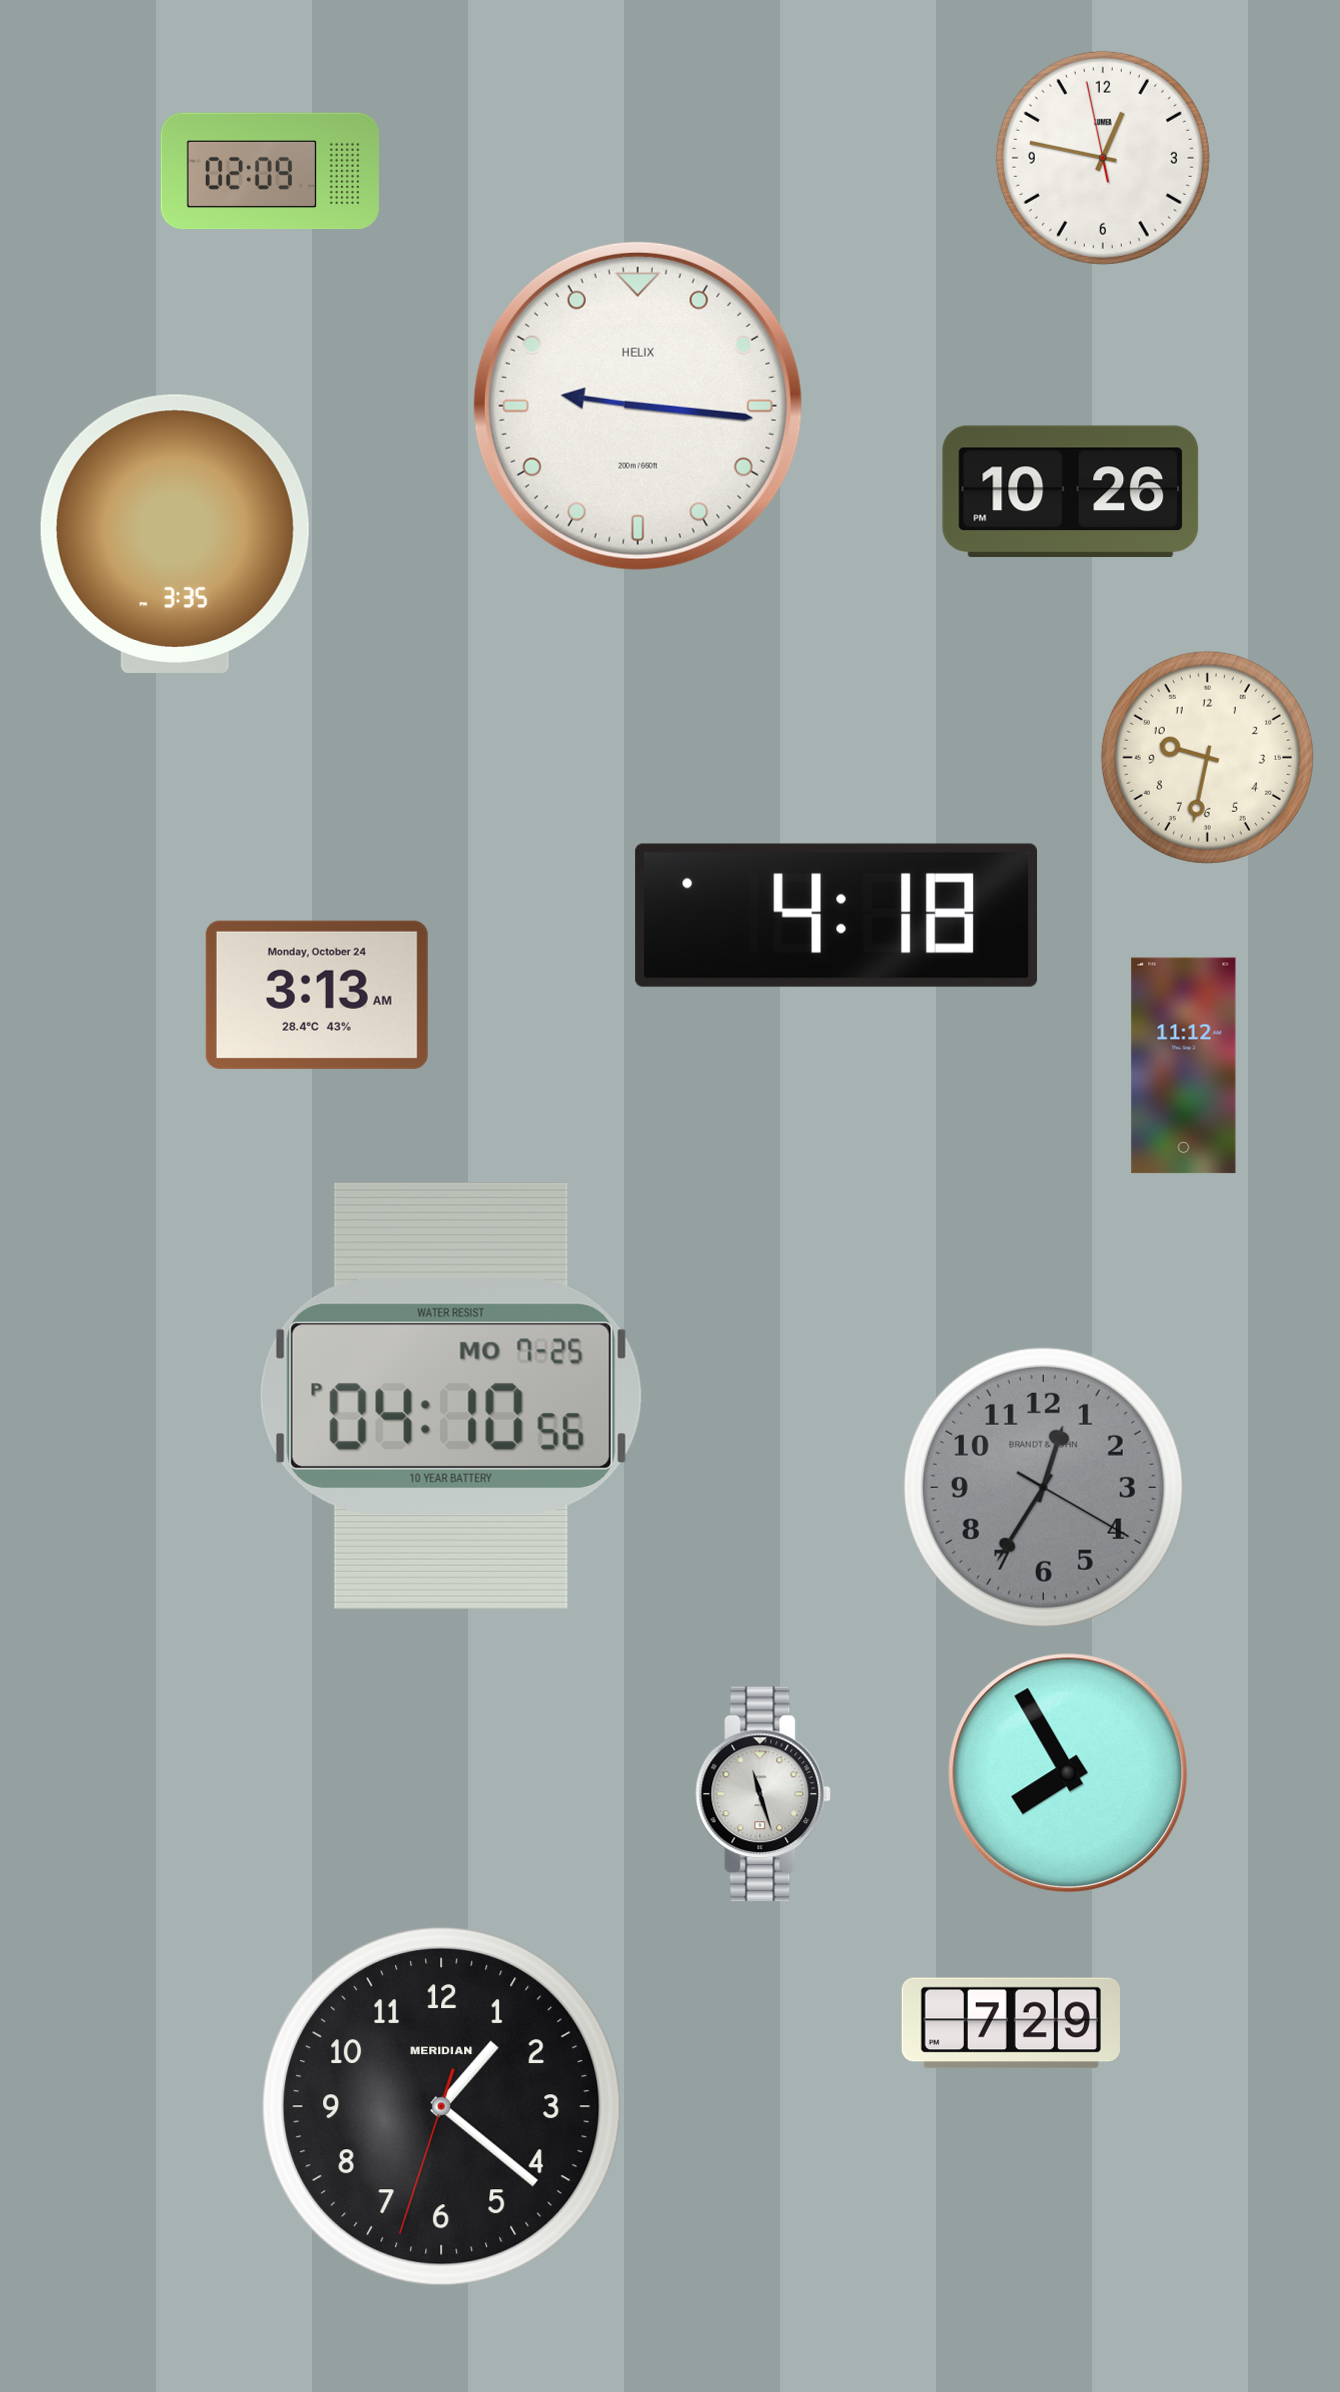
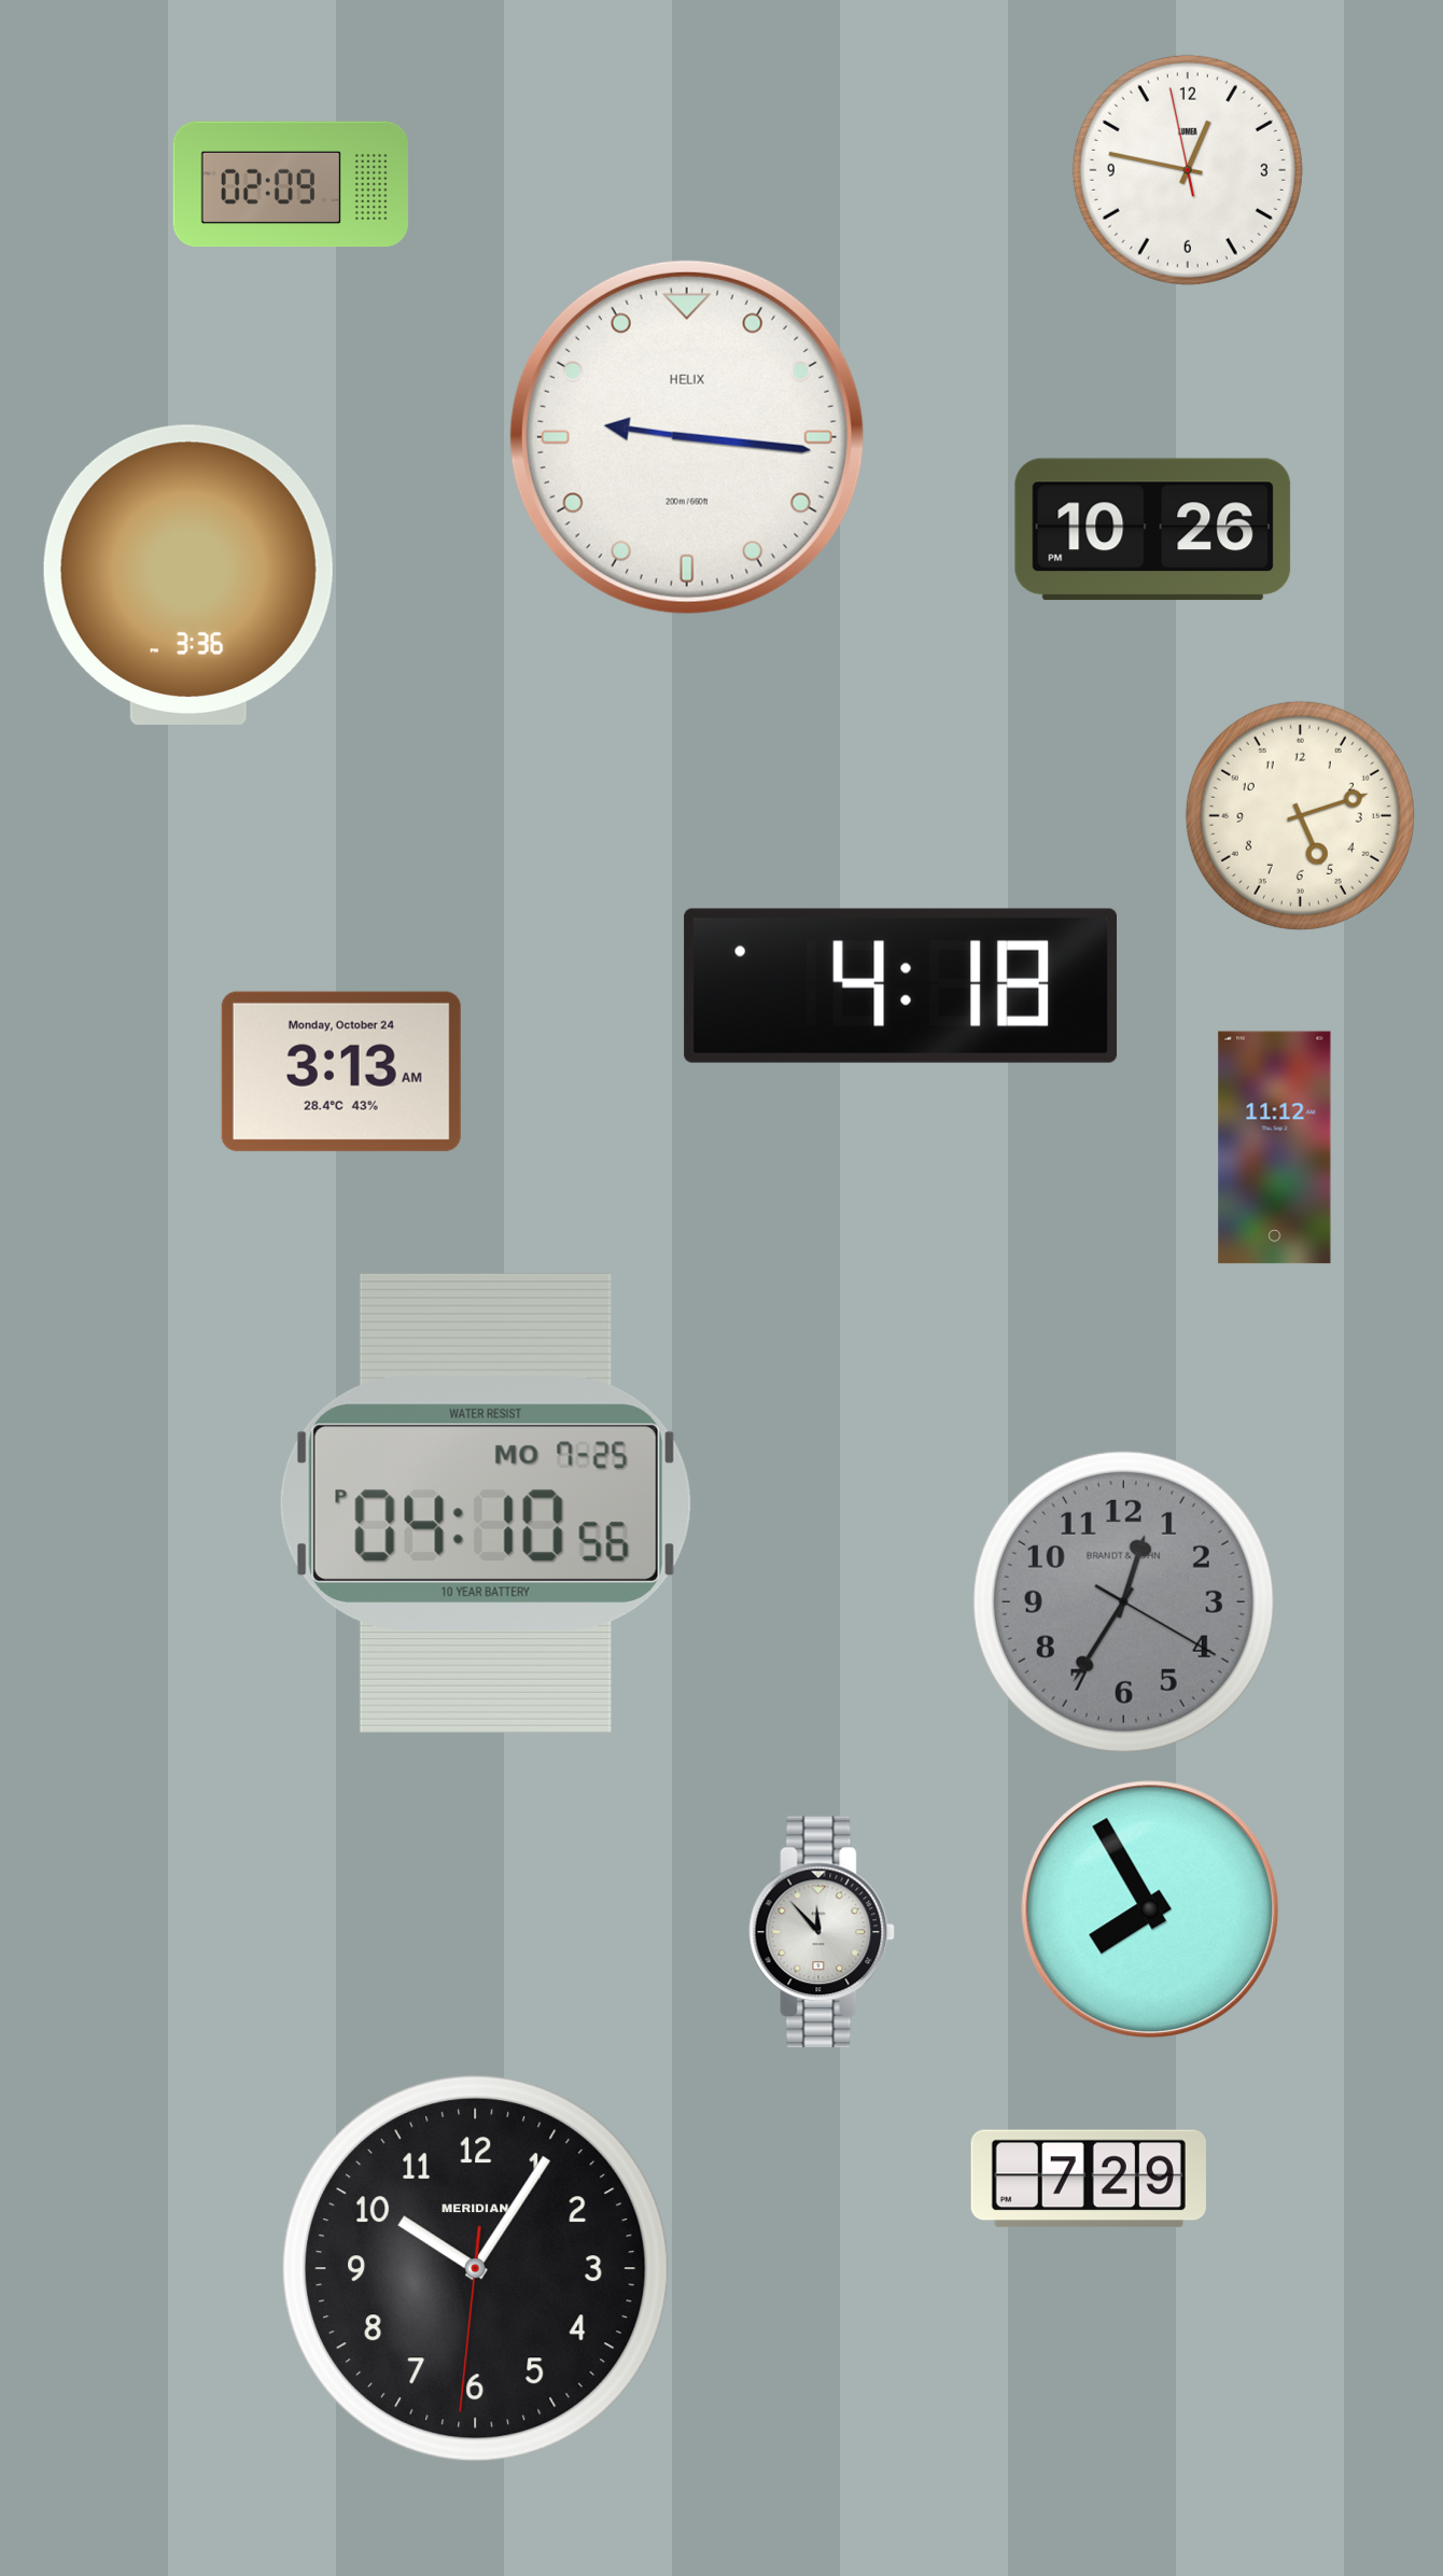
clock at (175, 534): 3:35 -> 3:36
clock at (1207, 757): 9:32 -> 5:12
clock at (763, 1794): 11:27 -> 11:53
clock at (441, 2106): 1:21 -> 10:05
